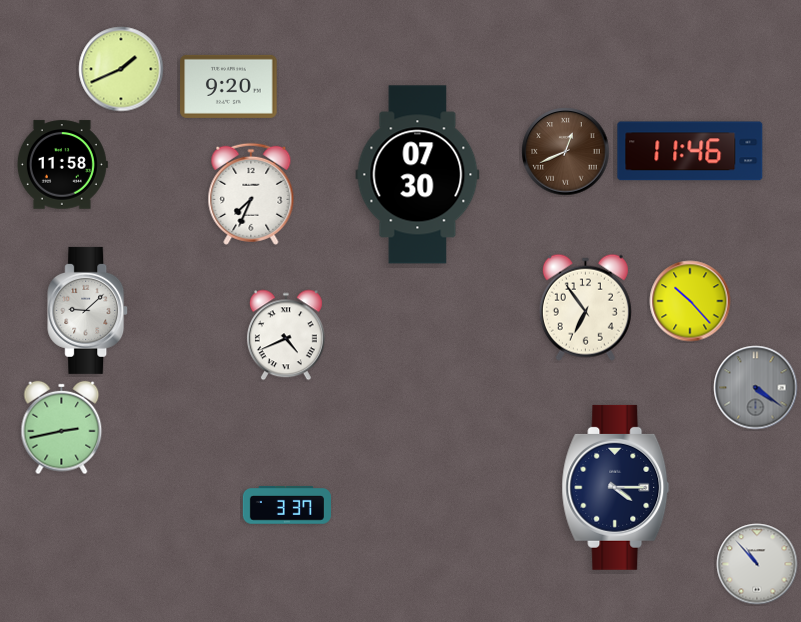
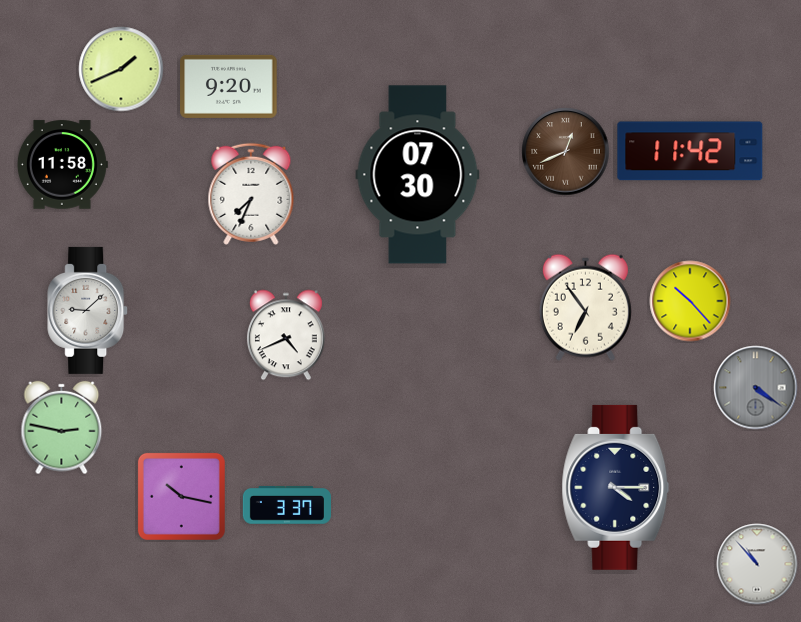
clock at (690, 151): 11:46 -> 11:42
clock at (62, 428): 2:43 -> 2:47
clock at (181, 496): none -> 10:17
